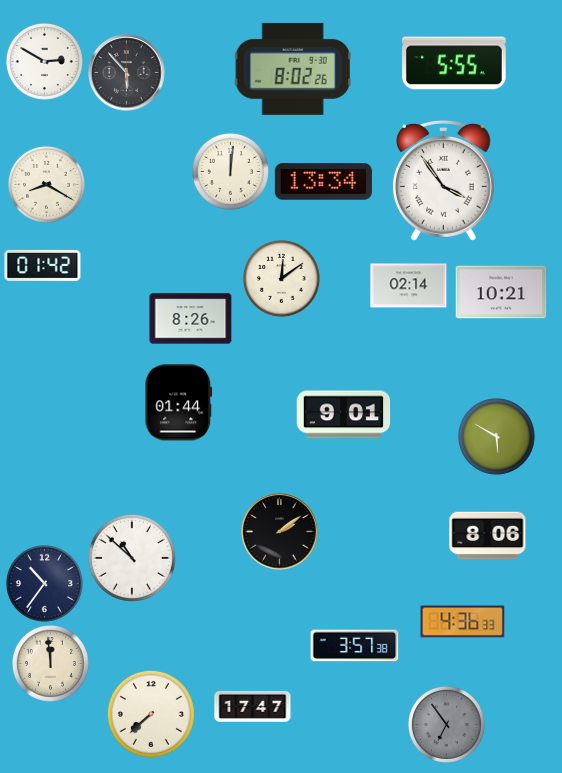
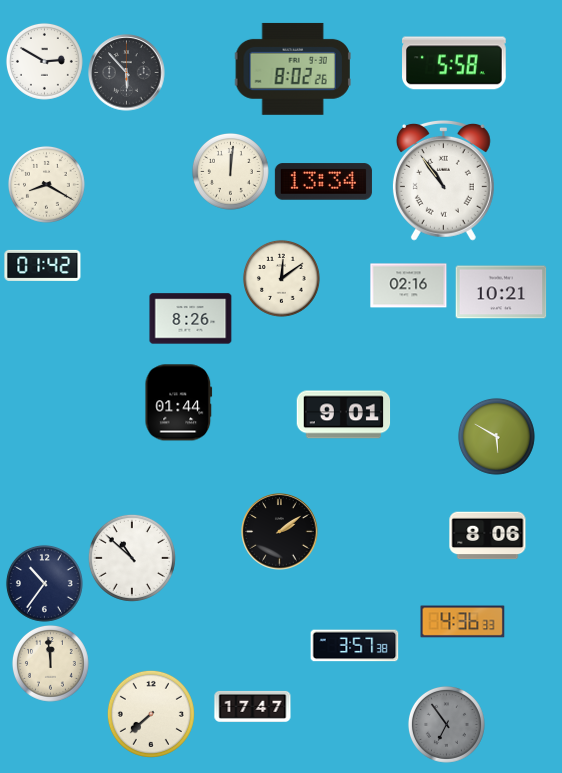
clock at (455, 63): 5:55 -> 5:58
clock at (443, 180): 3:54 -> 10:54
clock at (409, 286): 02:14 -> 02:16
